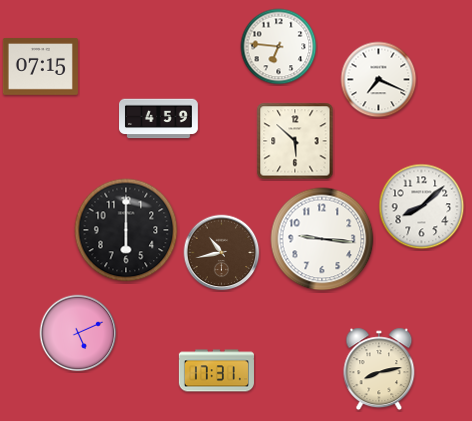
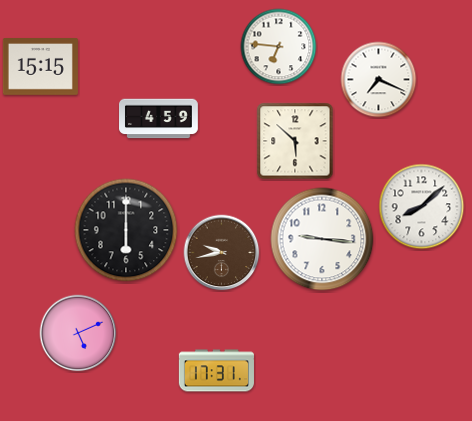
clock at (40, 67): 07:15 -> 15:15
clock at (222, 253): 10:43 -> 9:43
clock at (379, 369): 8:13 -> none
